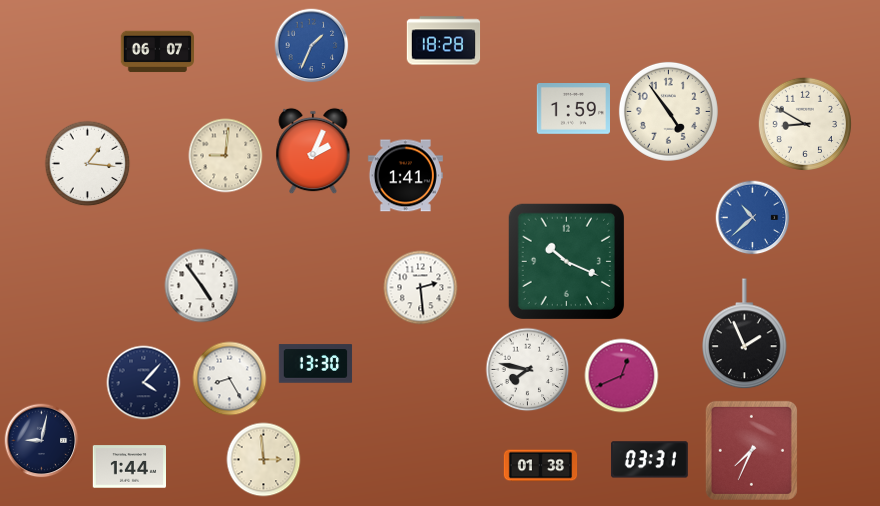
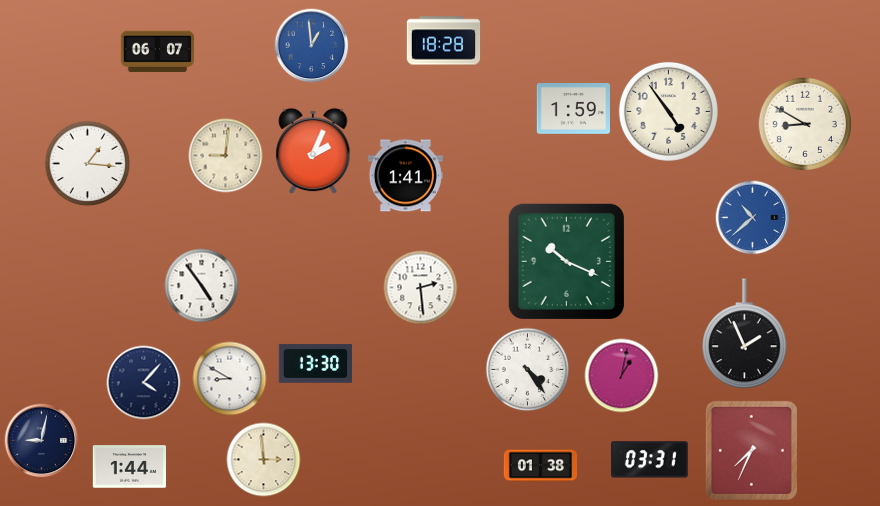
clock at (312, 46): 1:34 -> 12:59
clock at (528, 370): 7:47 -> 4:24
clock at (622, 376): 12:41 -> 1:02
clock at (230, 379): 8:25 -> 8:50
